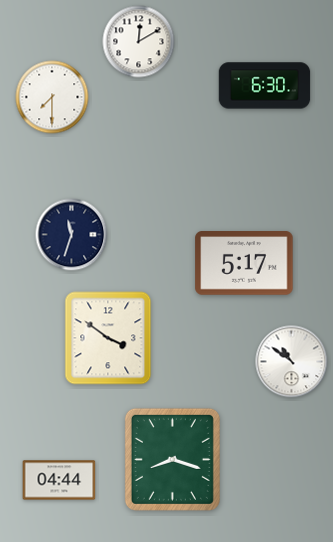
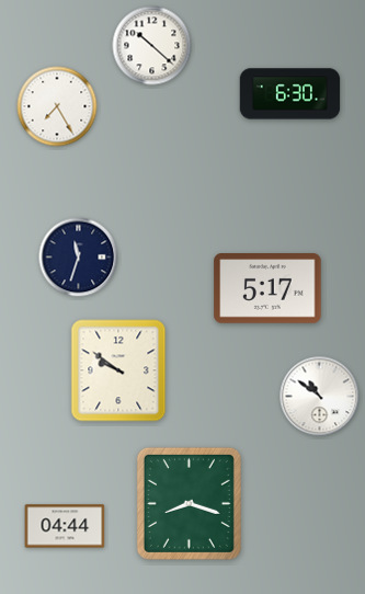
clock at (139, 42): 12:10 -> 10:22
clock at (52, 97): 7:30 -> 7:25
clock at (108, 338): 3:51 -> 9:51
